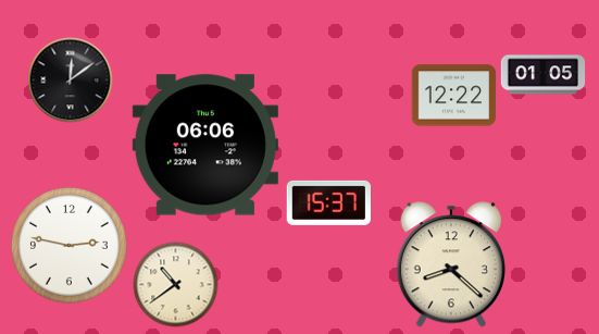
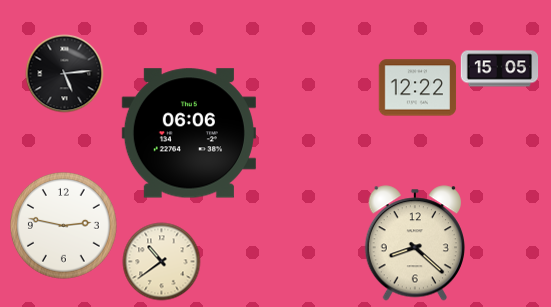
clock at (542, 75): 01:05 -> 15:05
clock at (70, 79): 12:09 -> 5:14
clock at (328, 202): 15:37 -> none
